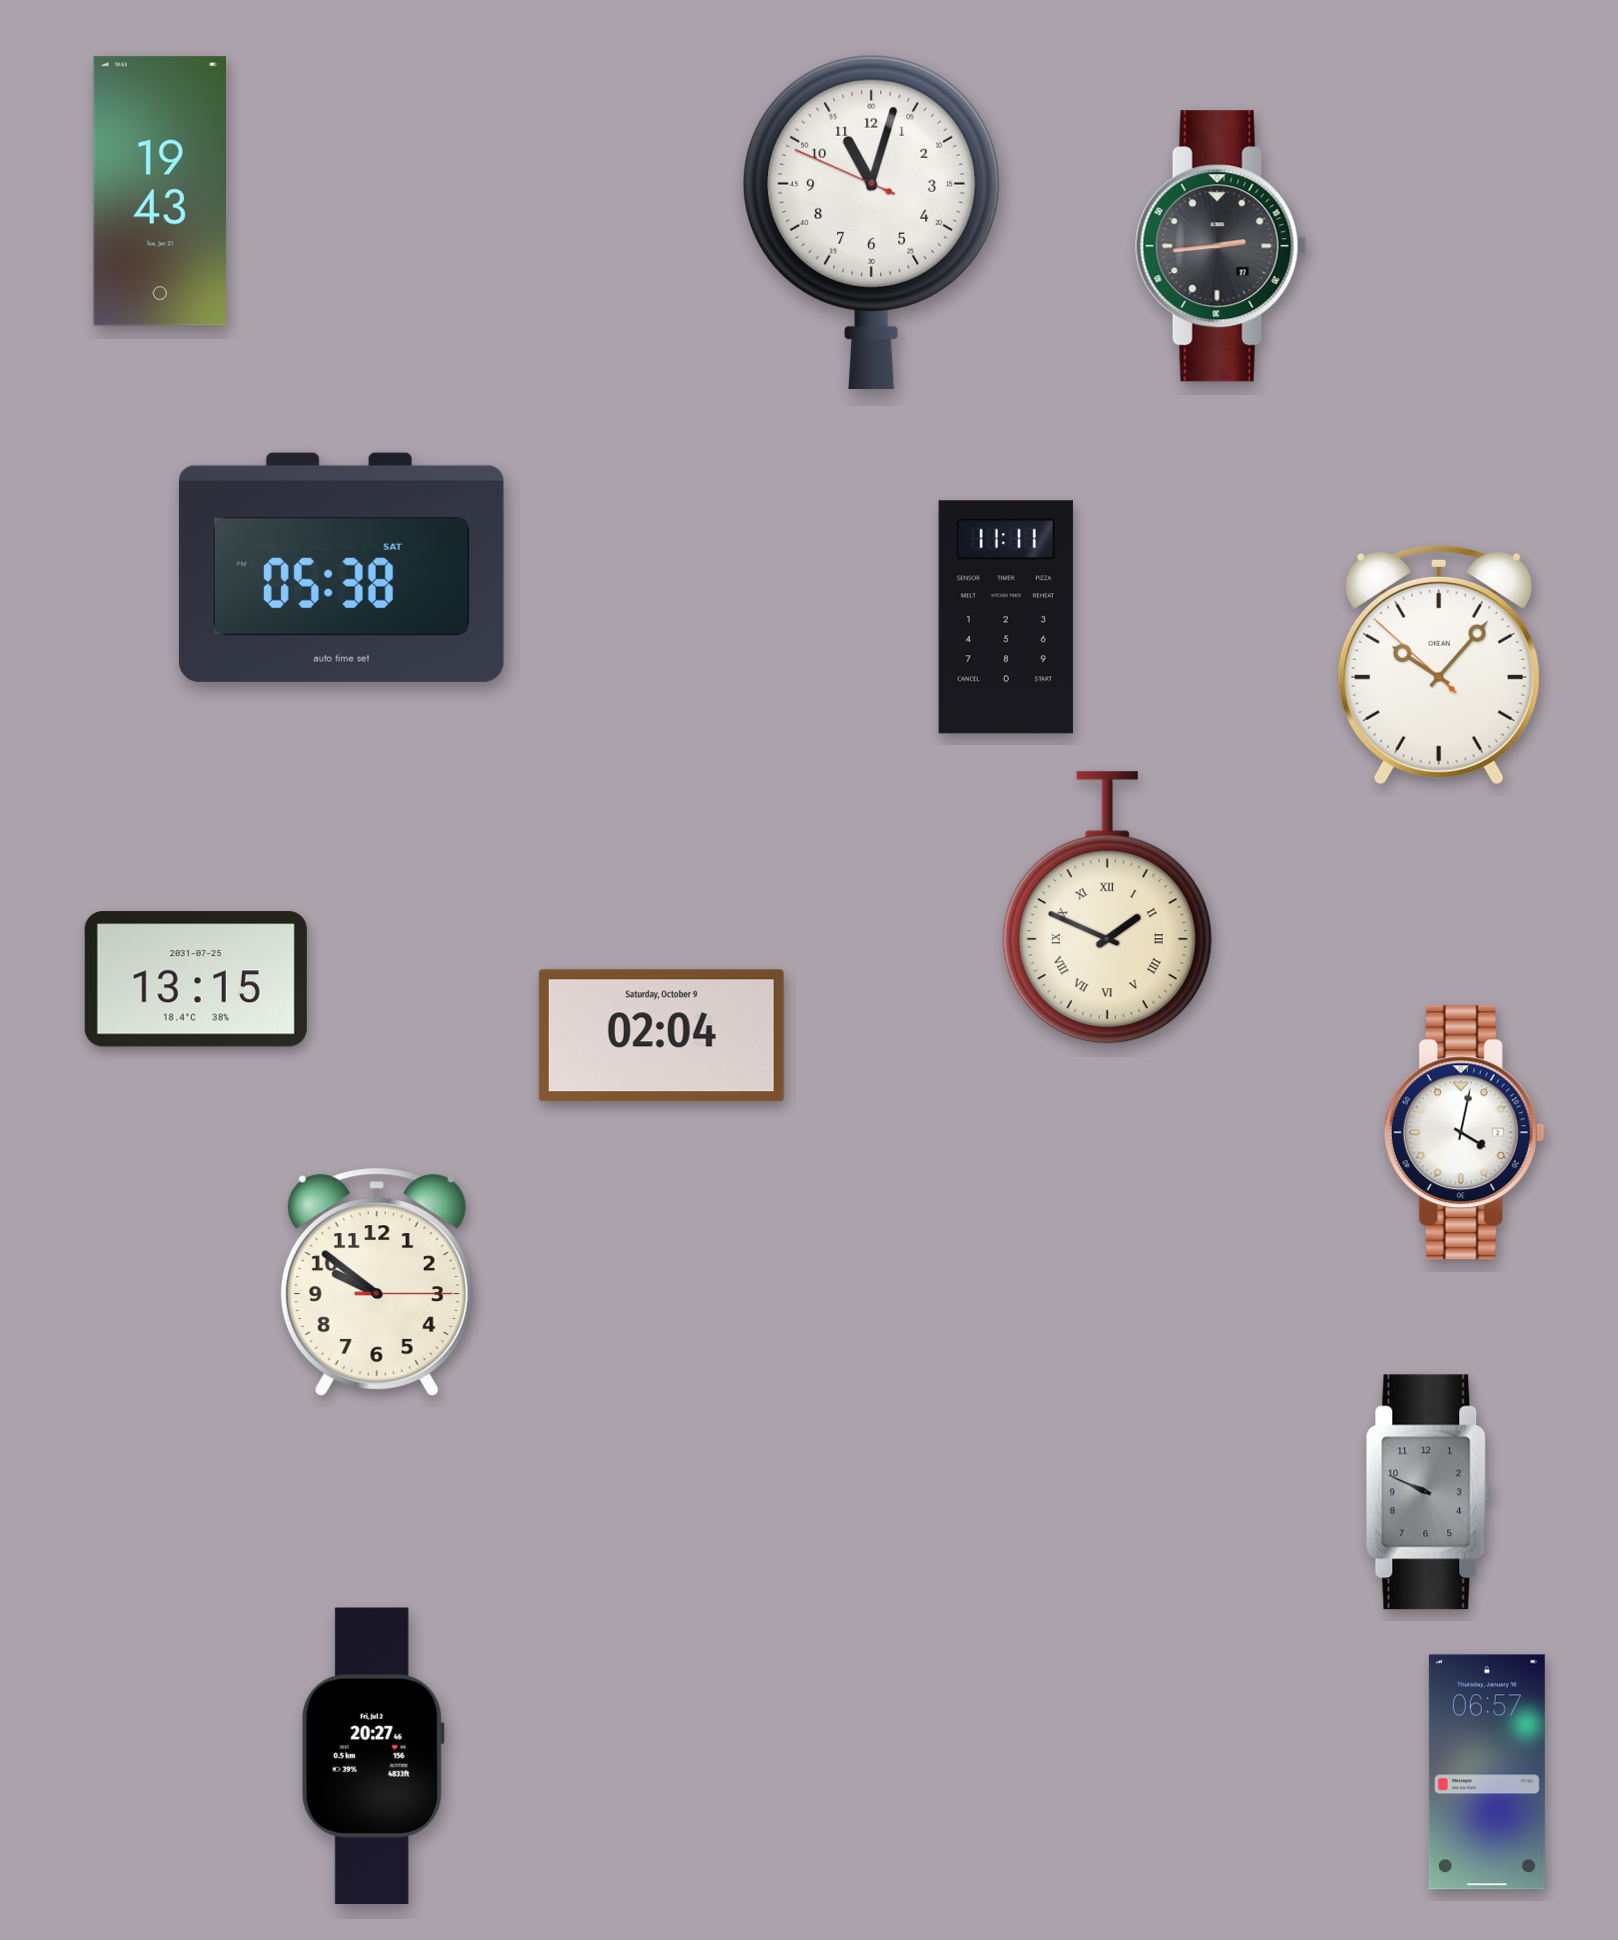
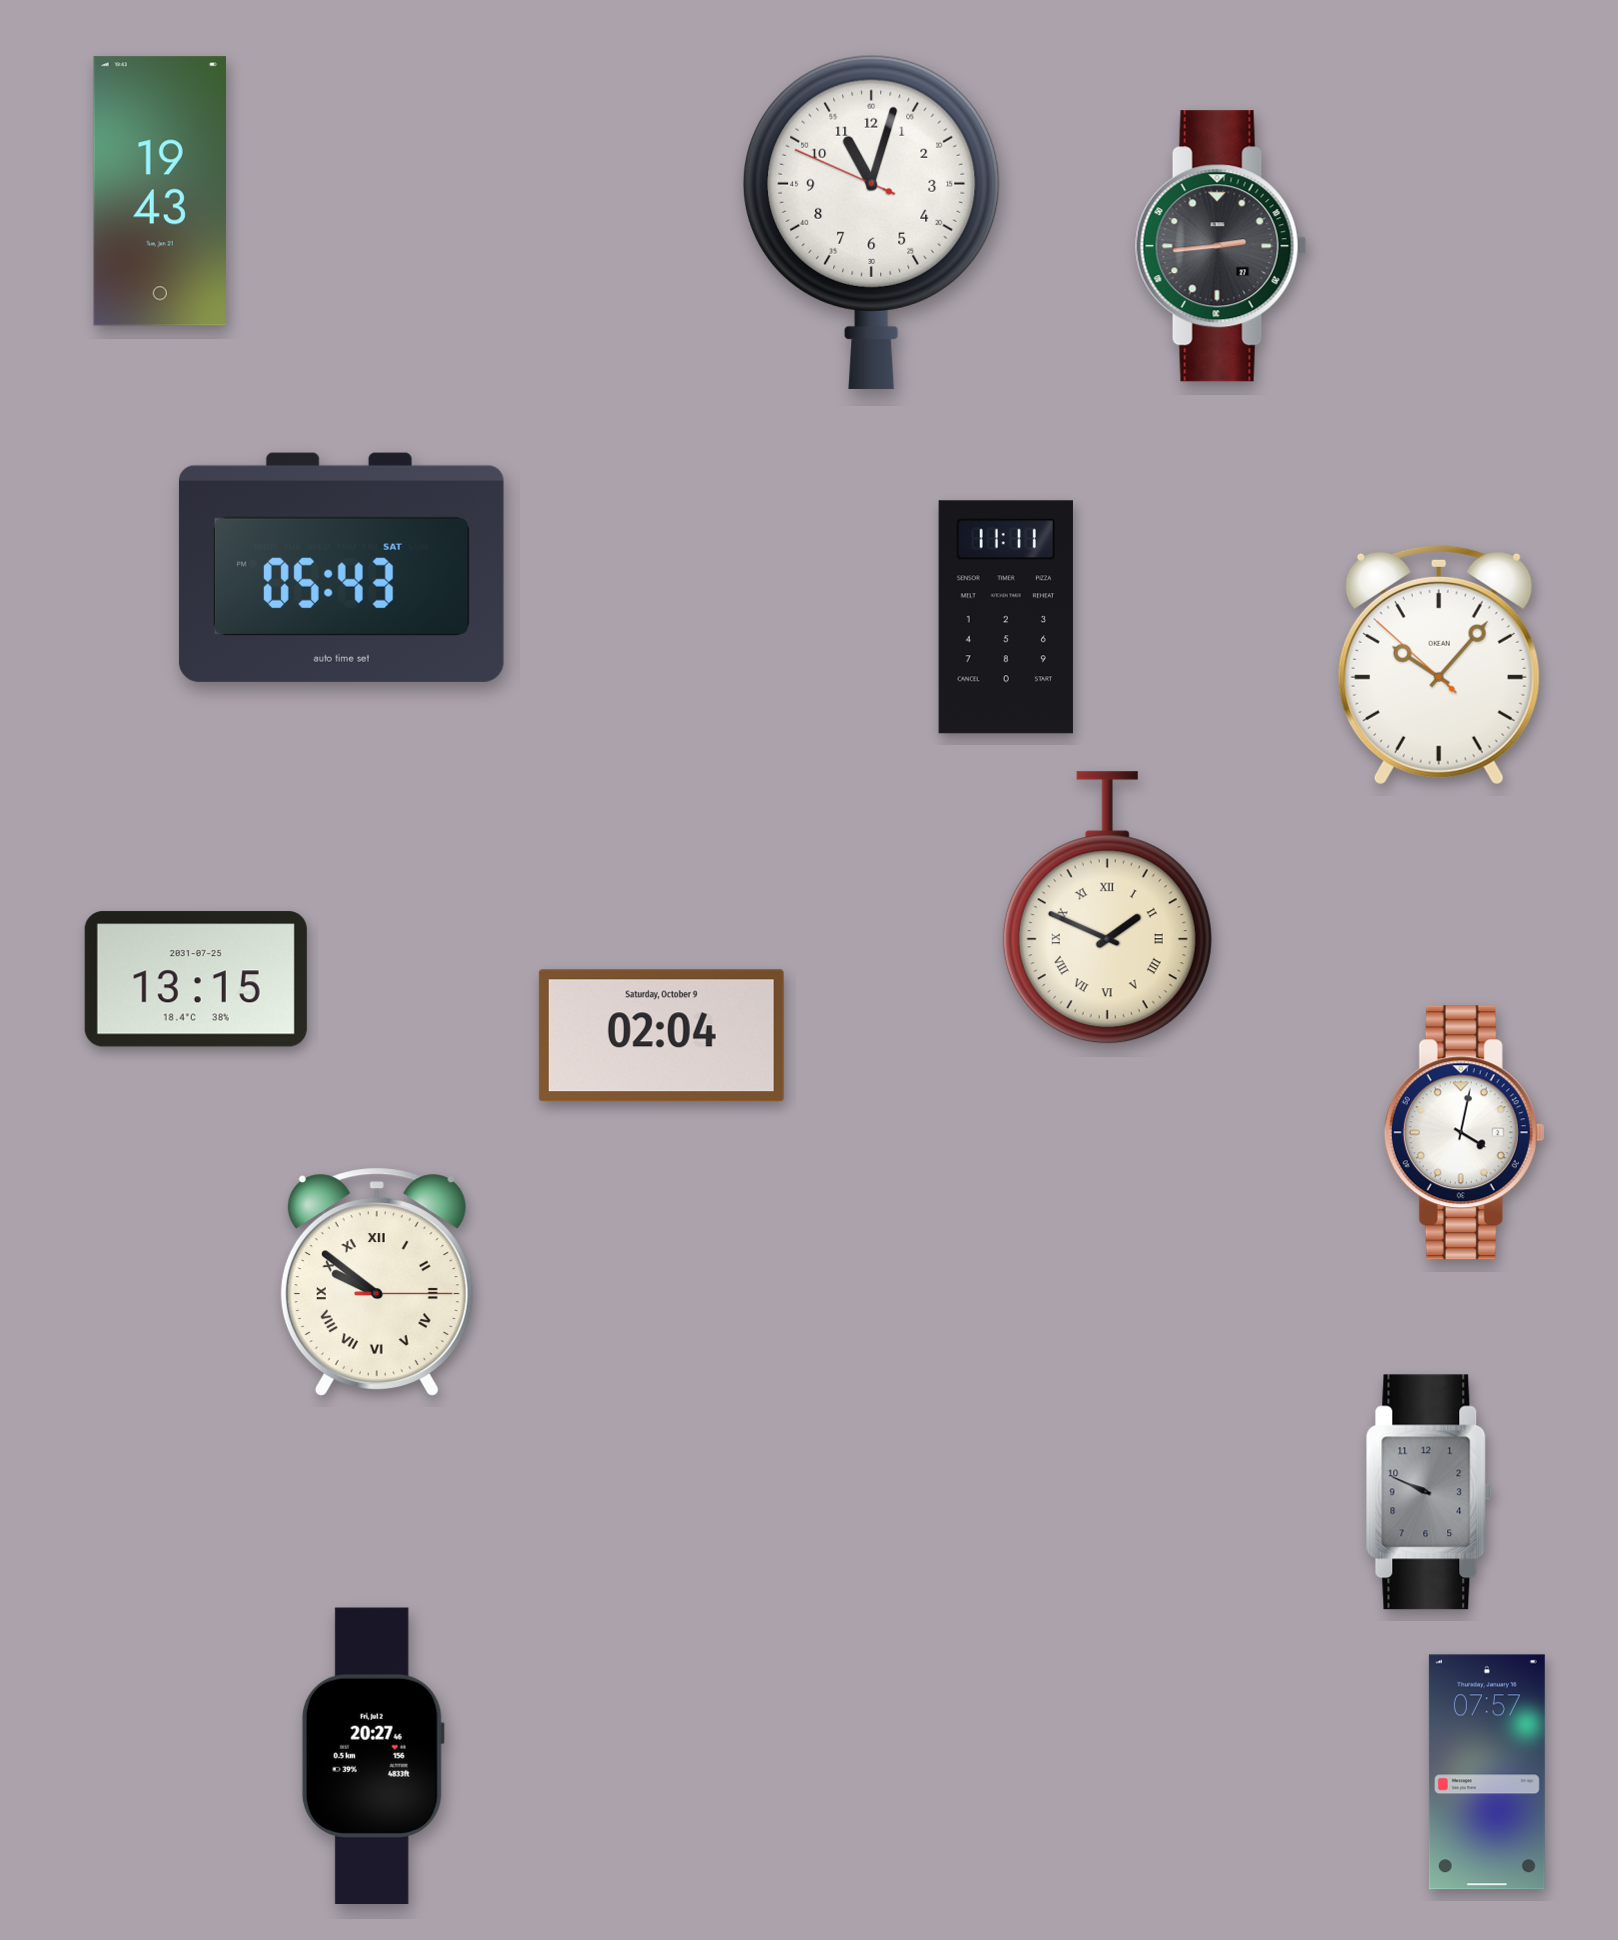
clock at (341, 567): 05:38 -> 05:43
clock at (377, 1282) numerals: Arabic -> Roman
clock at (1487, 1772): 06:57 -> 07:57
